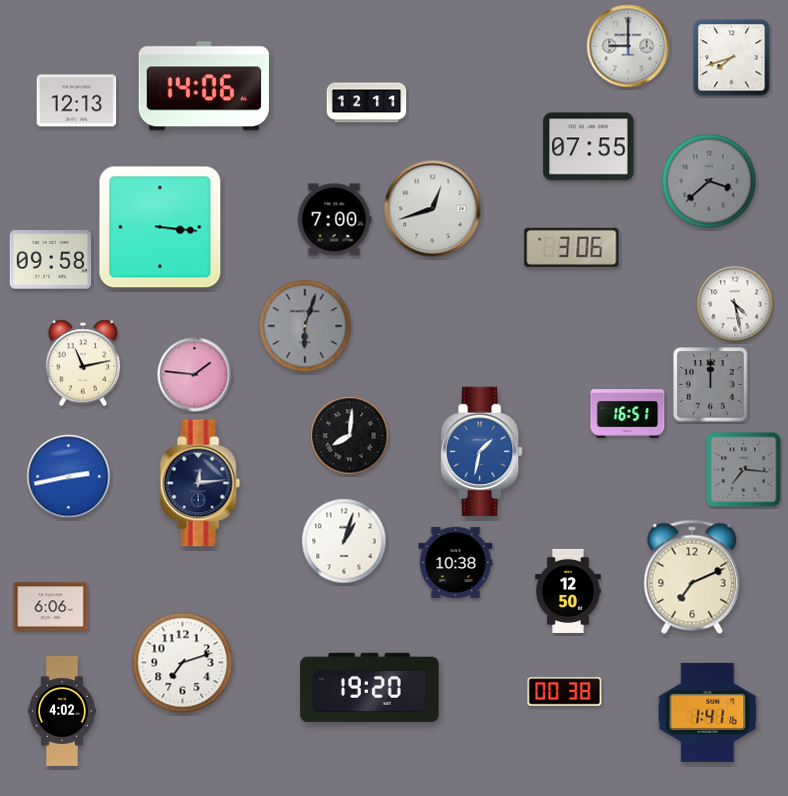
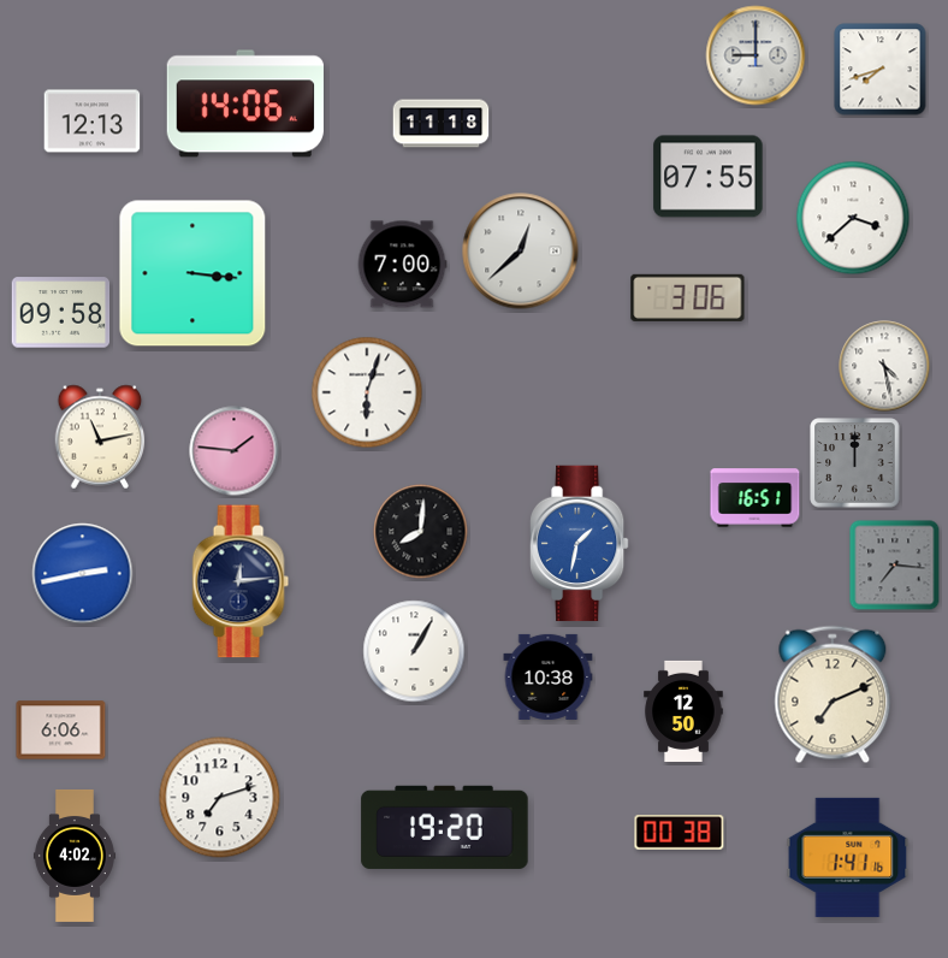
clock at (367, 103): 12:11 -> 11:18
clock at (709, 181) dial: grey -> white
clock at (433, 209): 12:42 -> 12:38
clock at (305, 326) dial: grey -> white
clock at (350, 436) position: (350, 436) -> (421, 532)
clock at (344, 541): 1:03 -> 1:05
clock at (708, 712) position: (708, 712) -> (848, 857)
